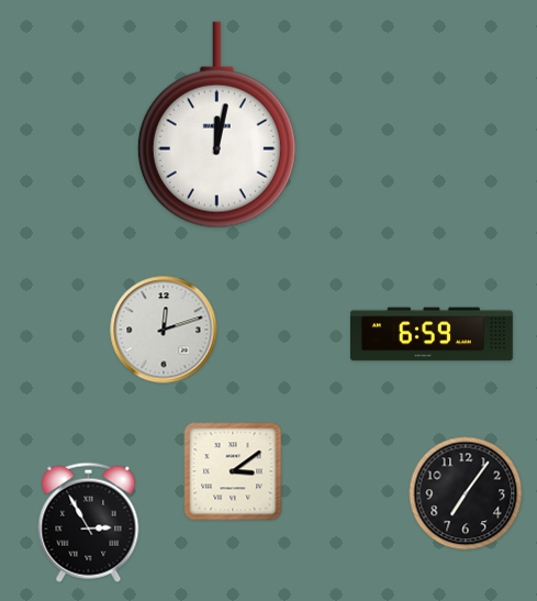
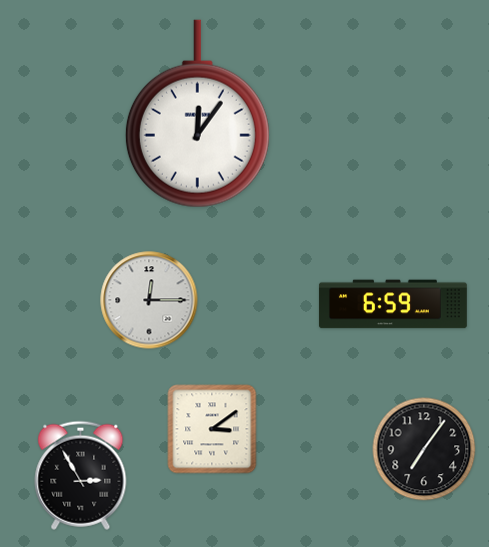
clock at (216, 125): 12:02 -> 12:06
clock at (164, 330): 12:12 -> 12:15
